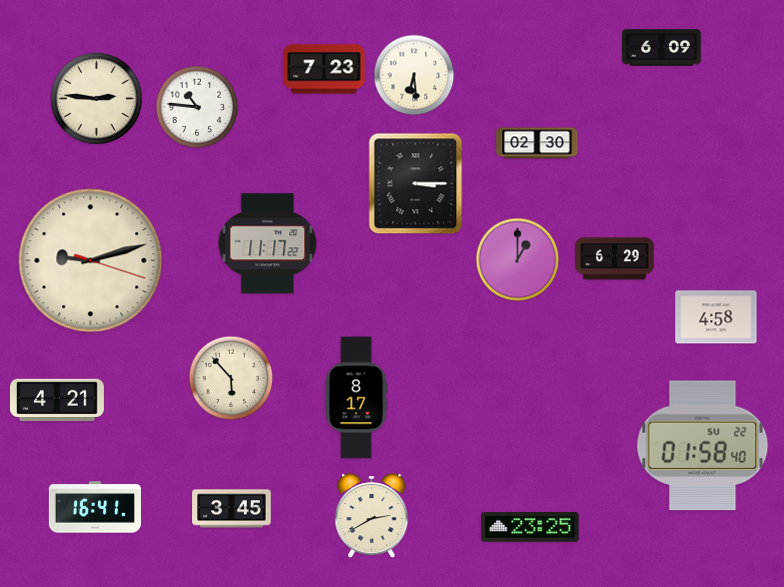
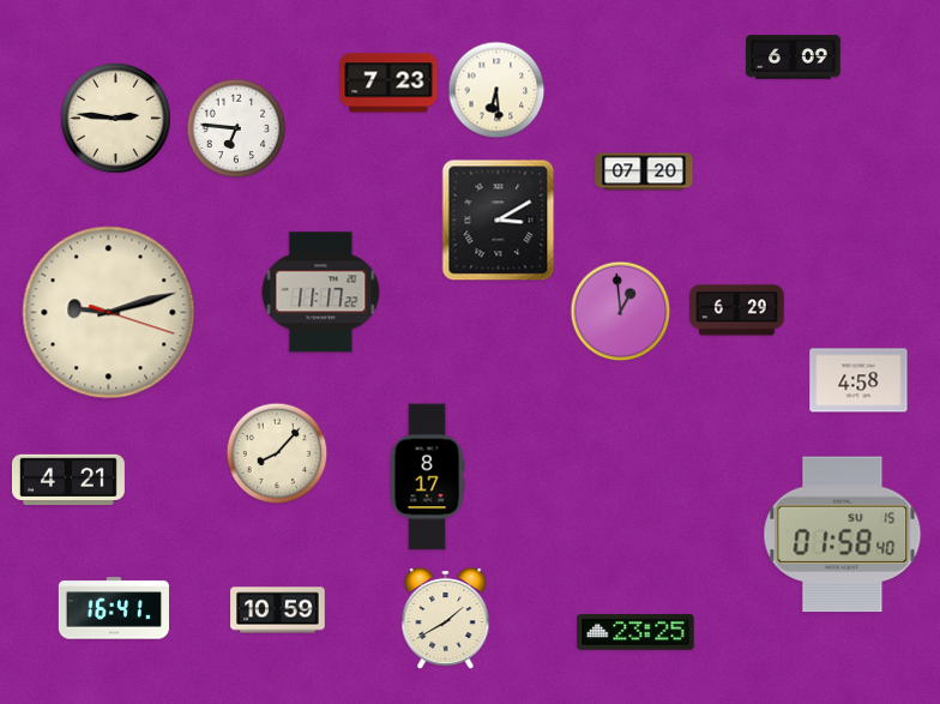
clock at (197, 107): 10:46 -> 6:46
clock at (537, 143): 02:30 -> 07:20
clock at (416, 184): 3:15 -> 3:10
clock at (518, 260): 1:00 -> 12:59
clock at (231, 378): 5:53 -> 8:07
clock at (703, 446) date: SU 22 -> SU 15
clock at (232, 509): 3:45 -> 10:59
clock at (372, 516): 2:40 -> 1:40
